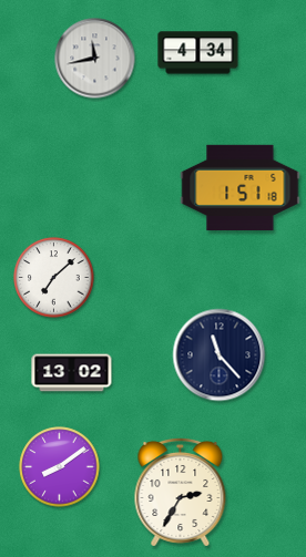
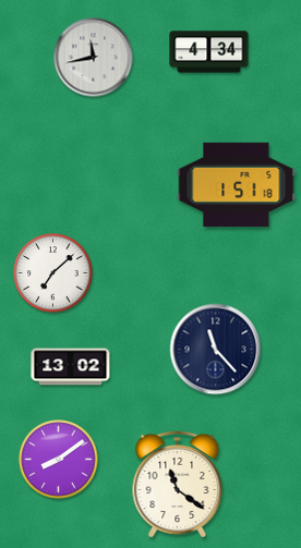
clock at (198, 53) position: (198, 53) -> (209, 52)
clock at (181, 492): 2:35 -> 11:21
